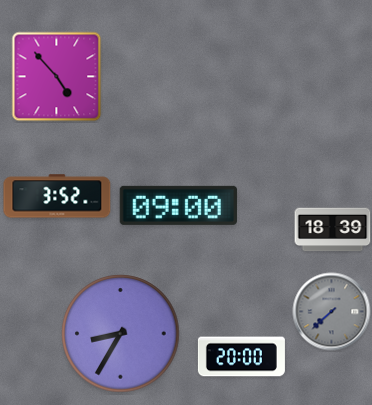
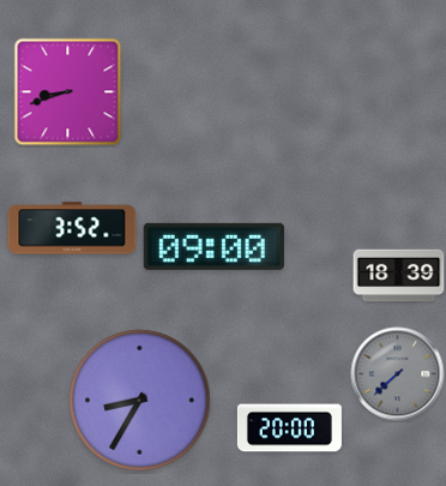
clock at (57, 77): 4:53 -> 8:42
clock at (57, 196) position: (57, 196) -> (72, 228)
clock at (121, 334) position: (121, 334) -> (140, 401)
